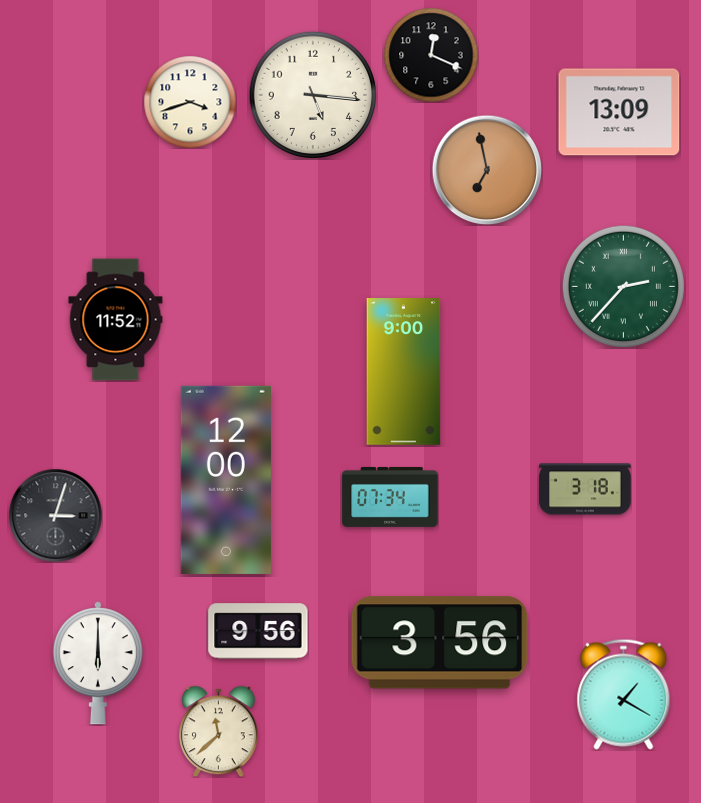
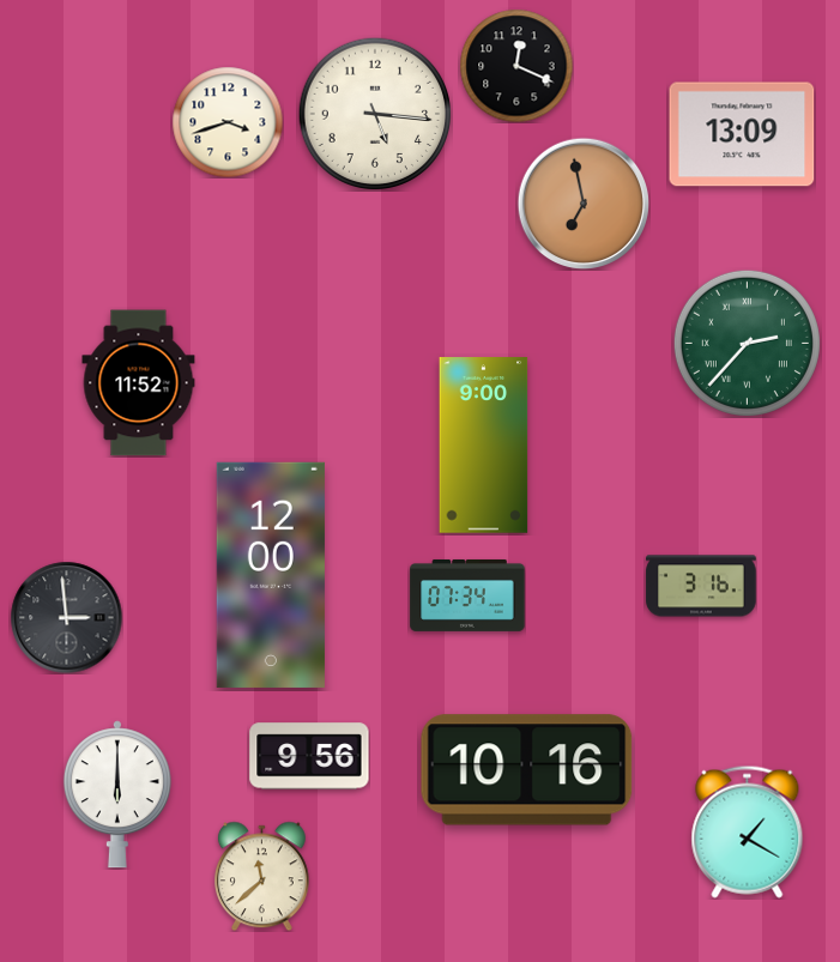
clock at (585, 489): 3:18 -> 3:16
clock at (55, 515): 3:03 -> 2:59
clock at (440, 643): 3:56 -> 10:16
